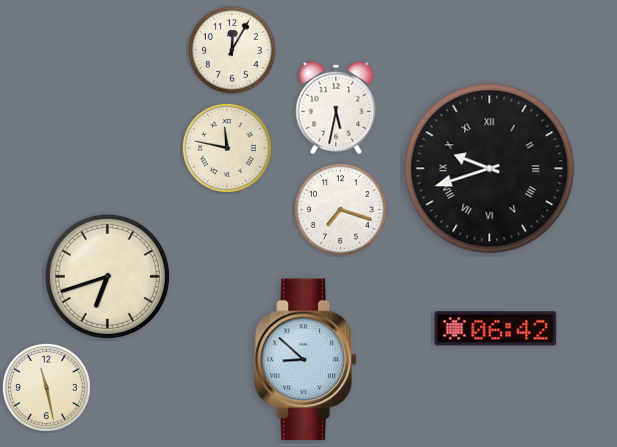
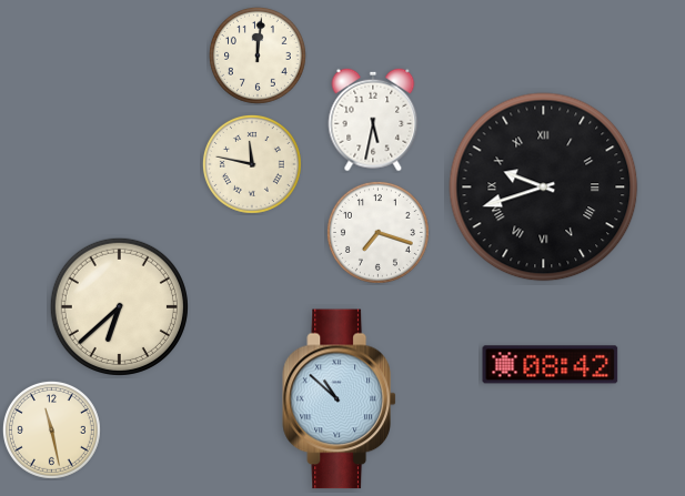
clock at (232, 50): 12:05 -> 12:01
clock at (107, 276): 6:42 -> 6:38
clock at (496, 329): 06:42 -> 08:42
clock at (306, 360): 8:52 -> 10:52
